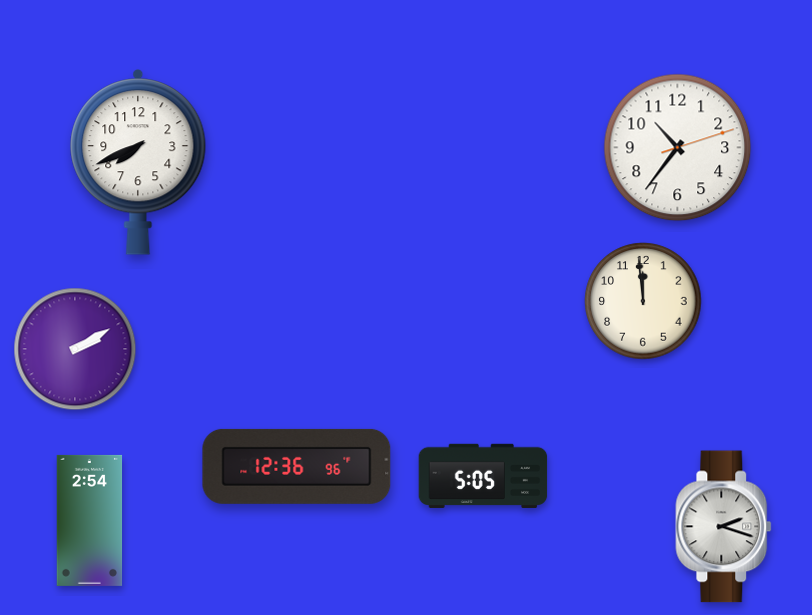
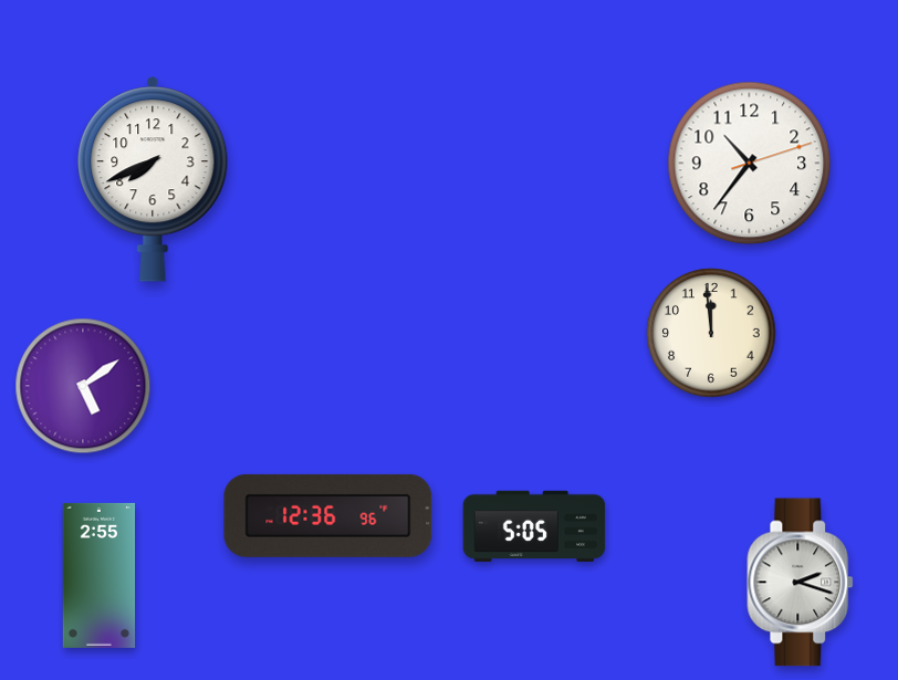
clock at (75, 349): 2:10 -> 5:09
clock at (90, 520): 2:54 -> 2:55
